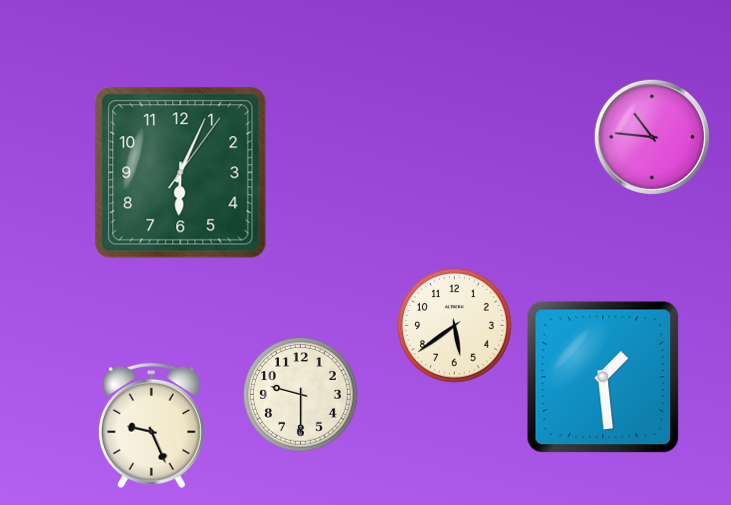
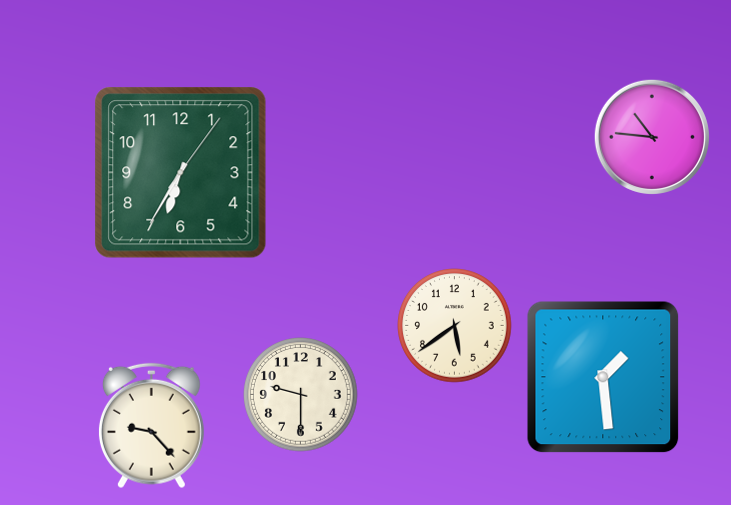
clock at (181, 173): 6:04 -> 6:35
clock at (151, 426): 9:26 -> 9:23
